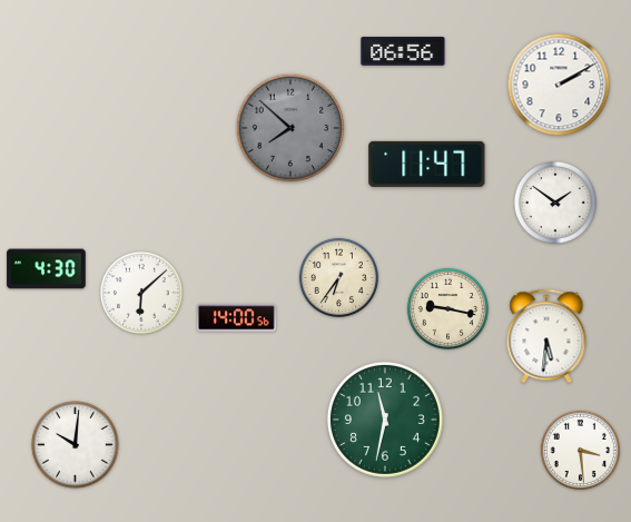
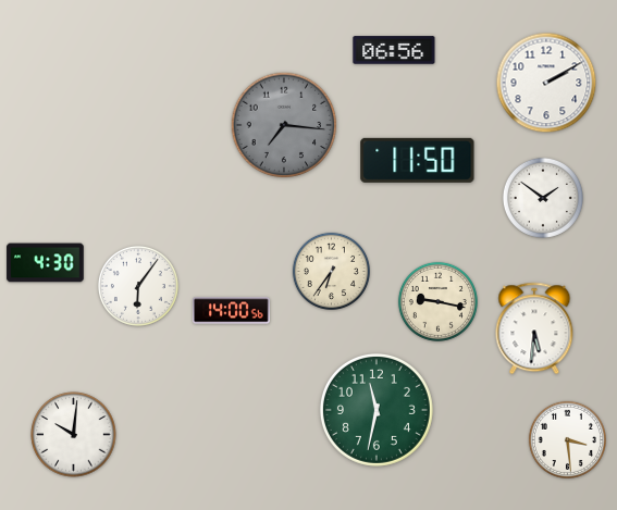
clock at (290, 128): 7:52 -> 7:16
clock at (427, 164): 11:47 -> 11:50
clock at (141, 293): 6:08 -> 6:06
